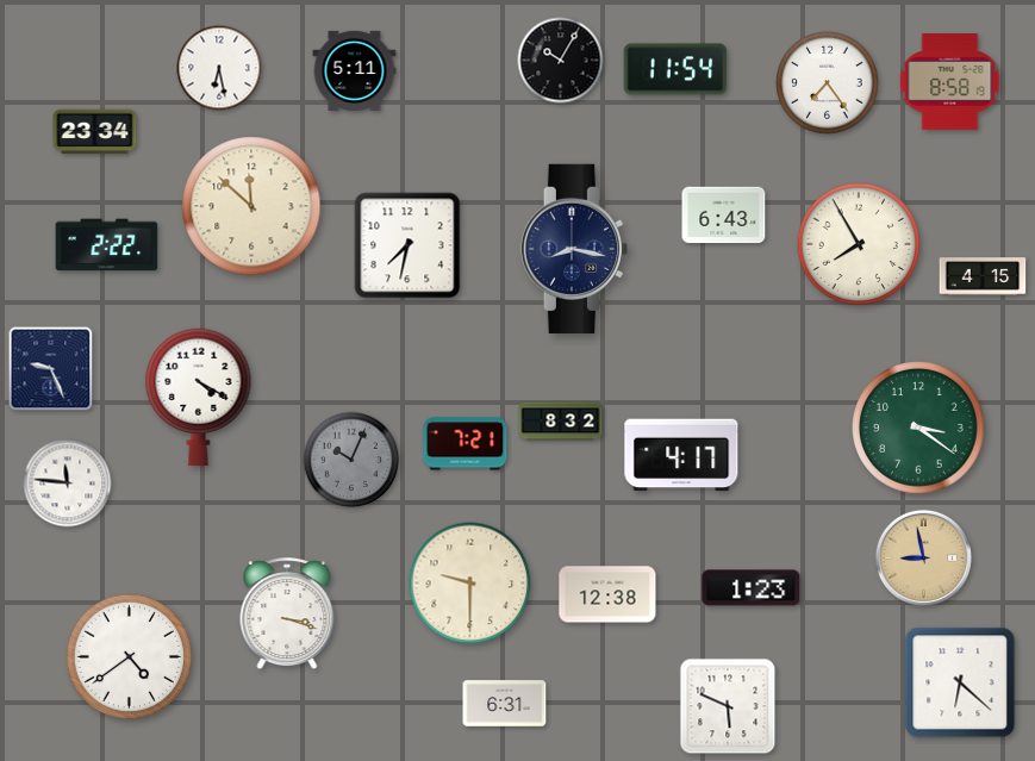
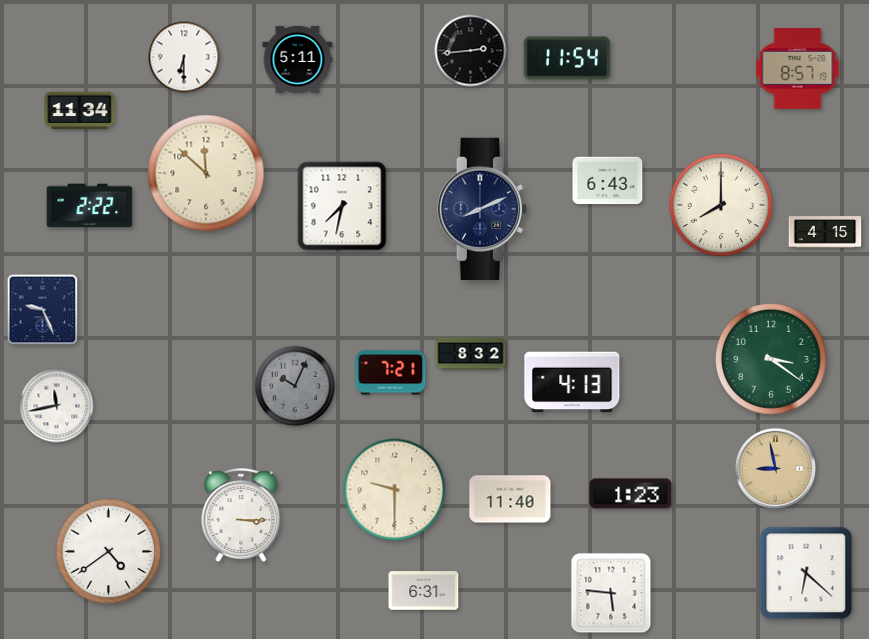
clock at (561, 61): 10:05 -> 2:44
clock at (219, 68): 6:28 -> 6:30
clock at (950, 82): 8:58 -> 8:57
clock at (828, 83): 7:24 -> none
clock at (95, 132): 23:34 -> 11:34
clock at (251, 206) position: (251, 206) -> (206, 173)
clock at (859, 244): 7:55 -> 8:00
clock at (573, 249): 8:17 -> 8:11
clock at (199, 397): 4:20 -> none
clock at (681, 455): 4:17 -> 4:13
clock at (68, 484): 11:46 -> 11:43
clock at (607, 594): 12:38 -> 11:40
clock at (287, 615): 3:18 -> 3:15
clock at (728, 706): 5:49 -> 5:46
